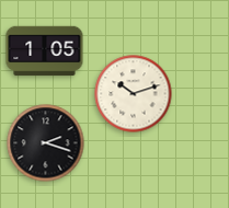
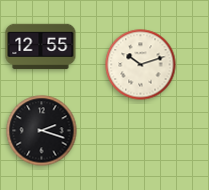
clock at (45, 51): 1:05 -> 12:55
clock at (134, 94) position: (134, 94) -> (141, 65)
